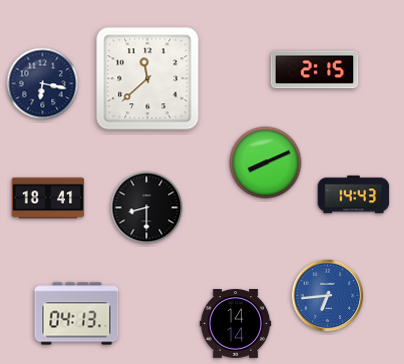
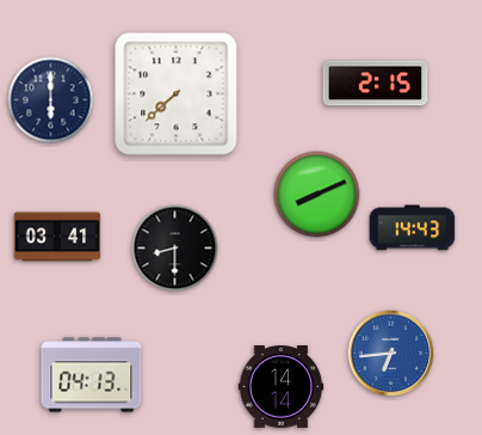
clock at (148, 79): 11:38 -> 7:38
clock at (43, 84): 6:17 -> 6:00
clock at (354, 195) position: (354, 195) -> (413, 228)
clock at (48, 198): 18:41 -> 03:41
